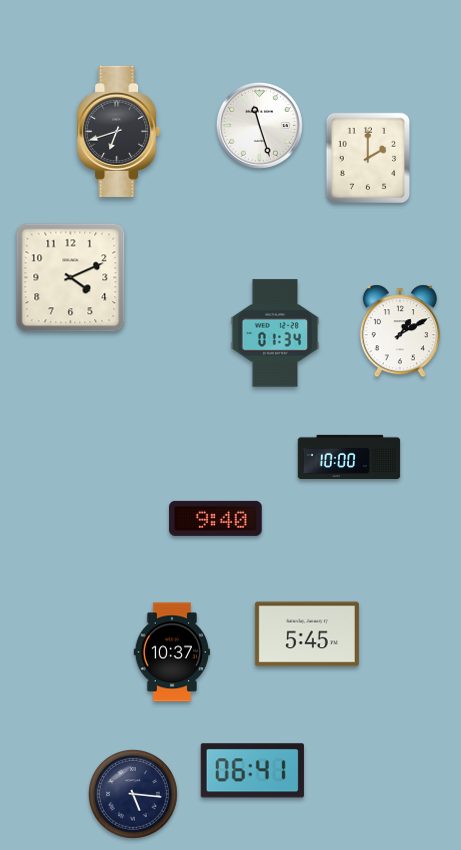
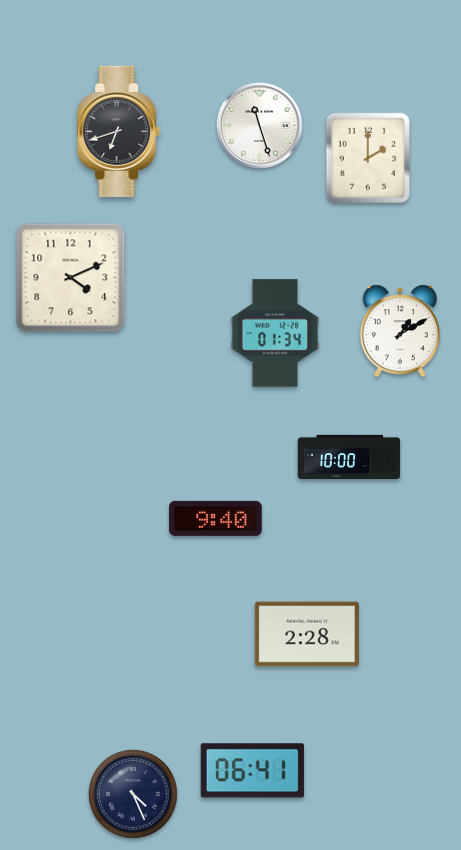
clock at (307, 634): 5:45 -> 2:28
clock at (172, 652): 10:37 -> none
clock at (134, 795): 5:16 -> 4:26
